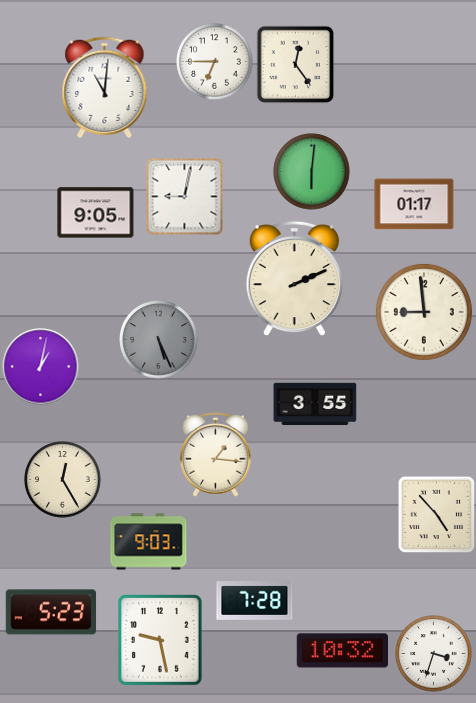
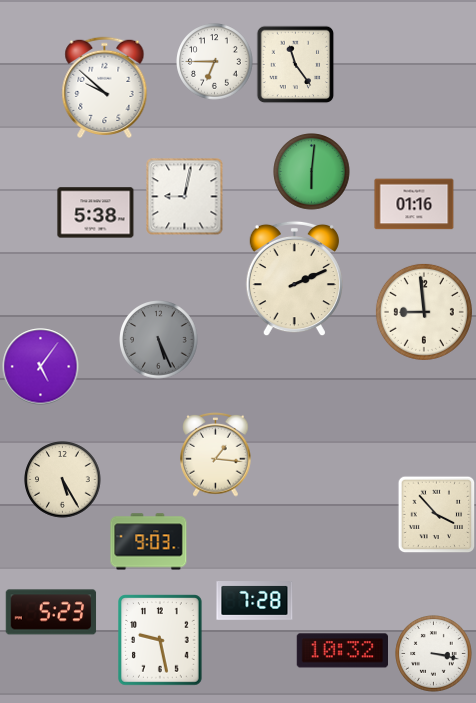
clock at (295, 64): 12:24 -> 11:24
clock at (105, 87): 11:01 -> 9:52
clock at (414, 204): 01:17 -> 01:16
clock at (96, 213): 9:05 -> 5:38
clock at (41, 367): 1:02 -> 5:06
clock at (315, 404): 3:55 -> none
clock at (63, 480): 12:25 -> 5:25
clock at (436, 514): 4:53 -> 3:53
clock at (434, 654): 3:33 -> 3:17
